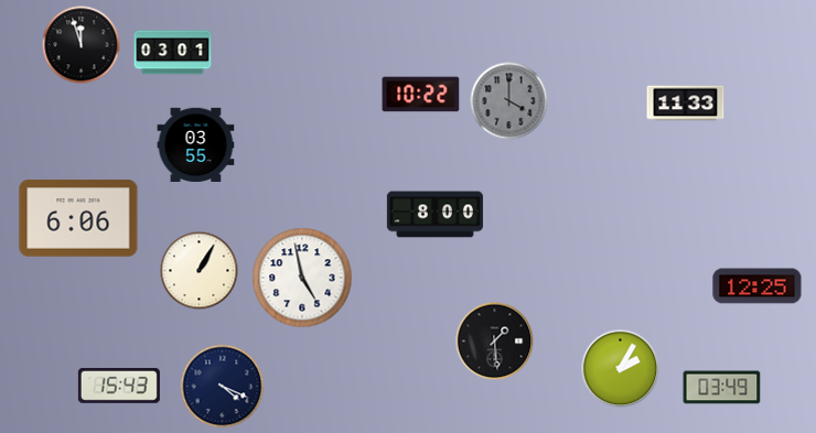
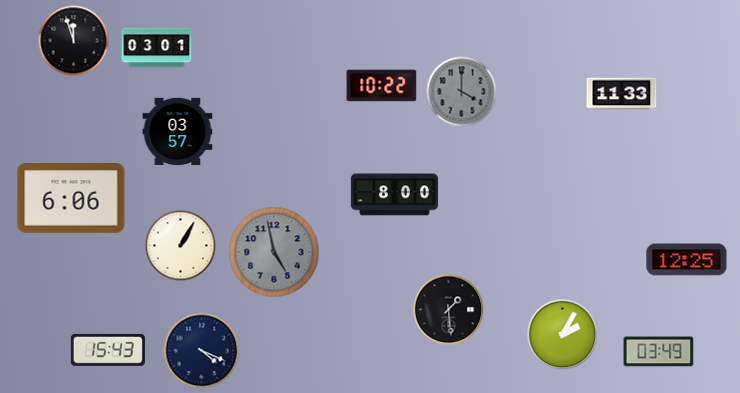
clock at (196, 145): 03:55 -> 03:57
clock at (302, 278) dial: white -> grey
clock at (722, 388) position: (722, 388) -> (659, 352)
